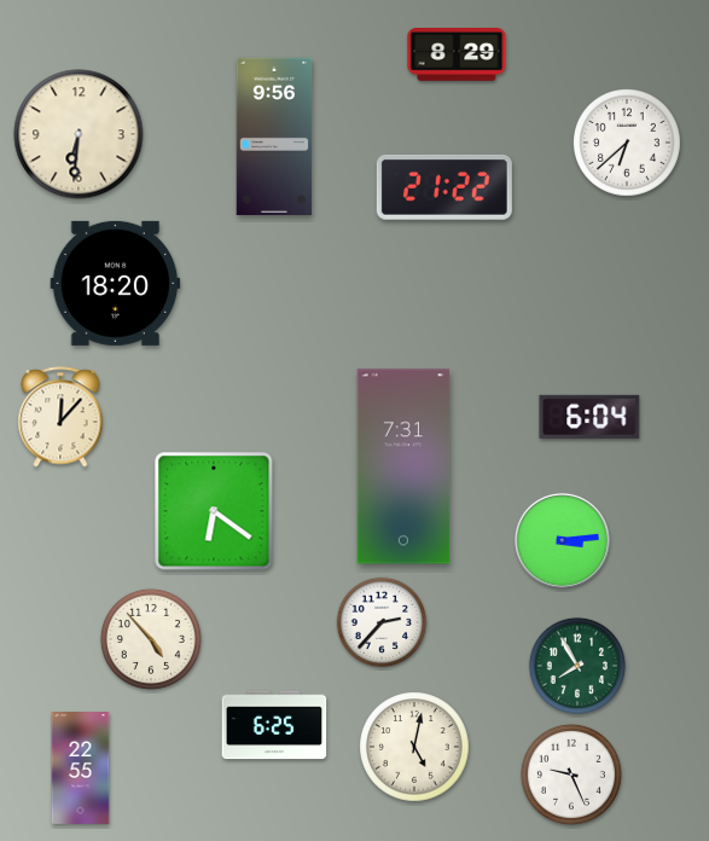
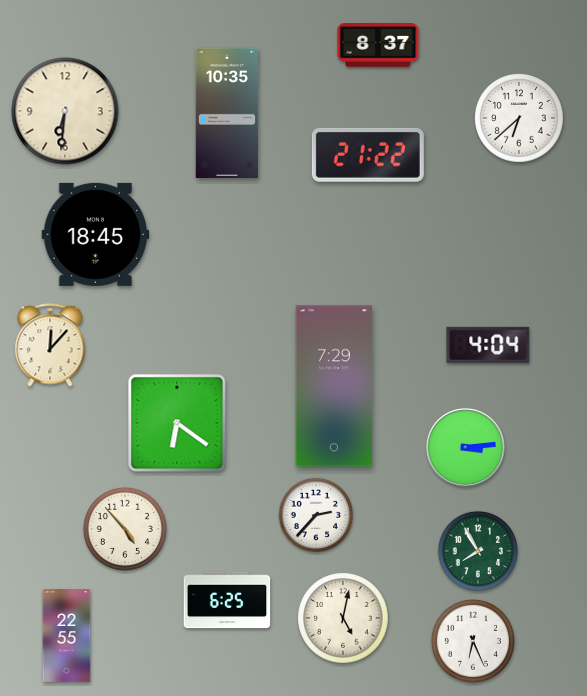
clock at (457, 56): 8:29 -> 8:37
clock at (274, 137): 9:56 -> 10:35
clock at (116, 283): 18:20 -> 18:45
clock at (589, 417): 6:04 -> 4:04
clock at (403, 466): 7:31 -> 7:29
clock at (571, 775): 9:26 -> 6:26
